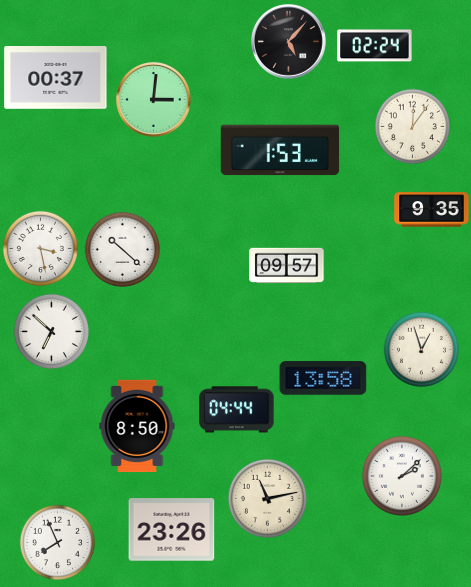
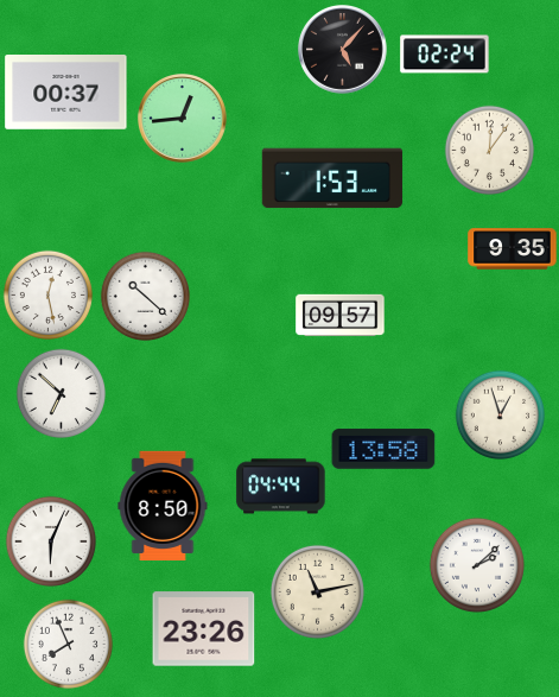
clock at (154, 100): 3:01 -> 12:44
clock at (40, 248): 3:28 -> 12:28
clock at (51, 541): none -> 6:04
